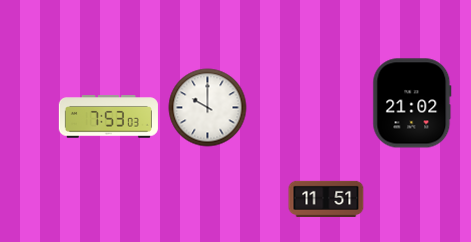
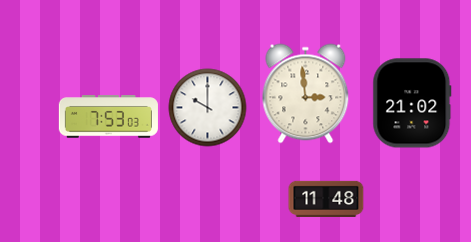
clock at (306, 94): none -> 2:59
clock at (326, 199): 11:51 -> 11:48
